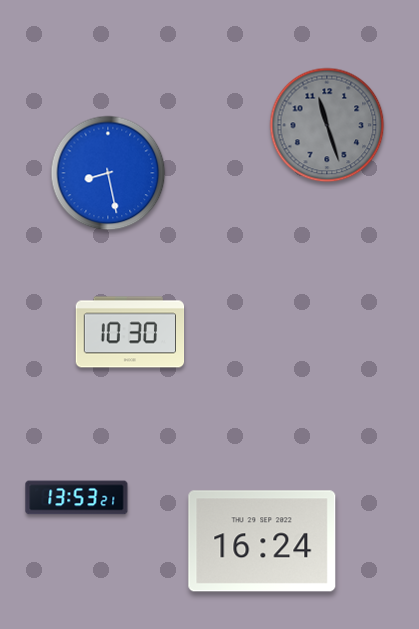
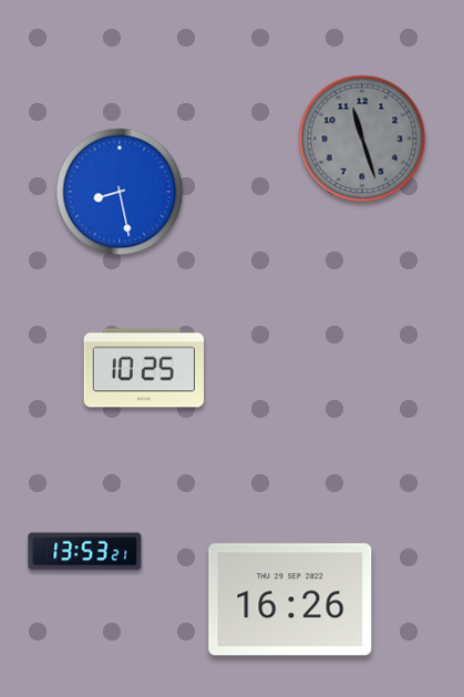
clock at (130, 332): 10:30 -> 10:25
clock at (262, 541): 16:24 -> 16:26
